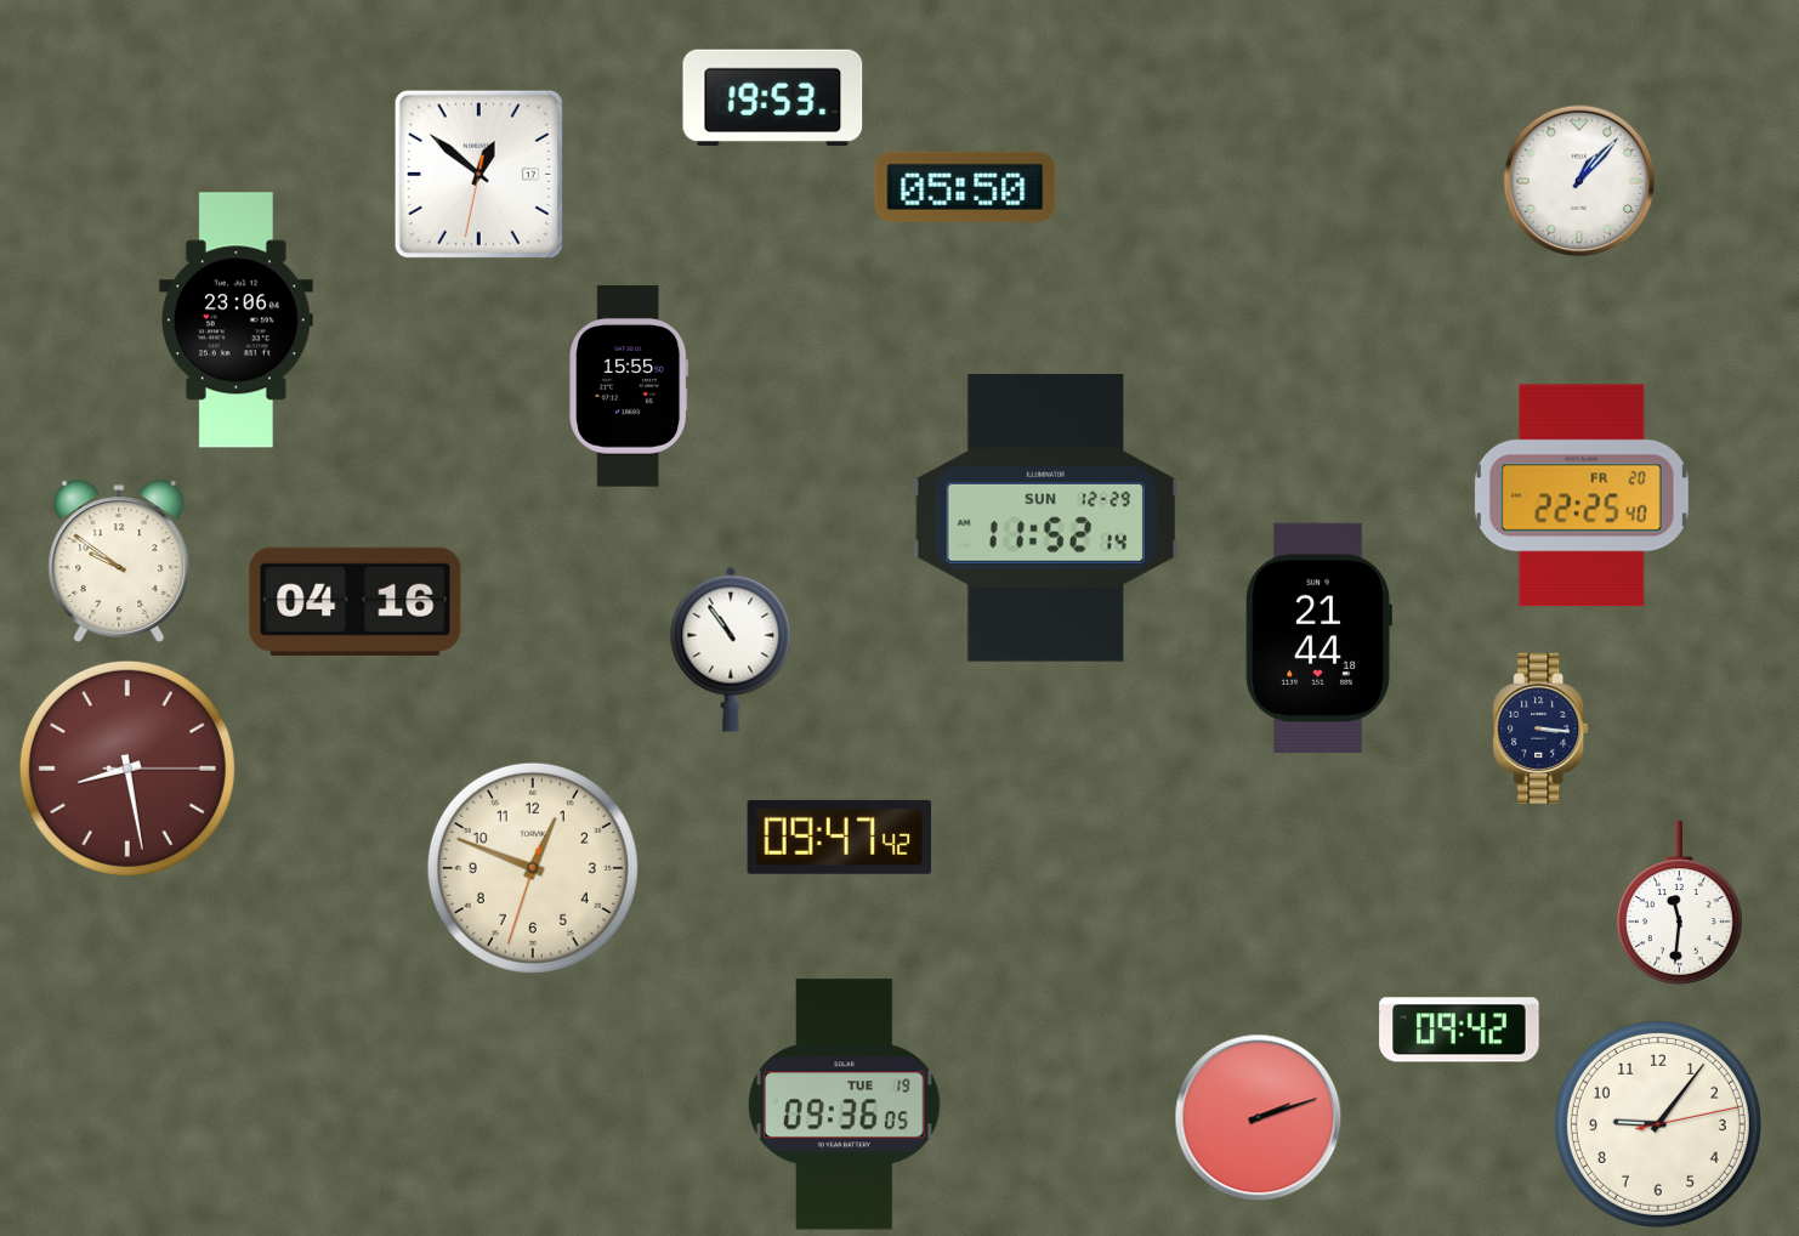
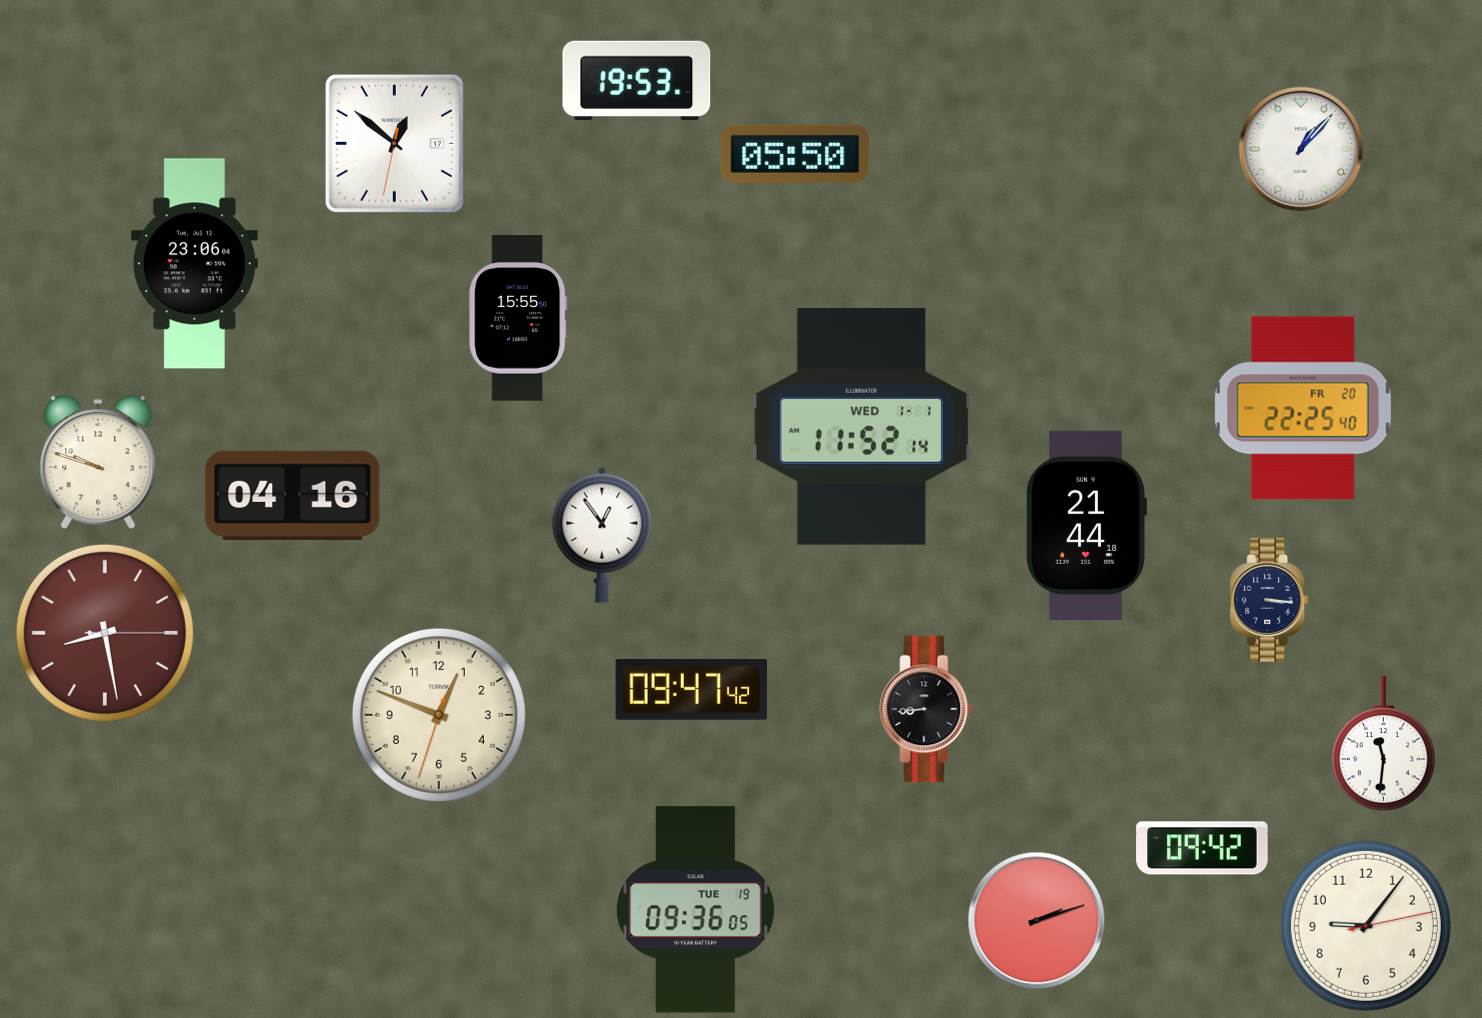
clock at (1045, 518) date: SUN 12-29 -> WED 1-1
clock at (119, 561): 9:51 -> 9:48
clock at (731, 650): 10:54 -> 12:54
clock at (926, 709): none -> 8:44
